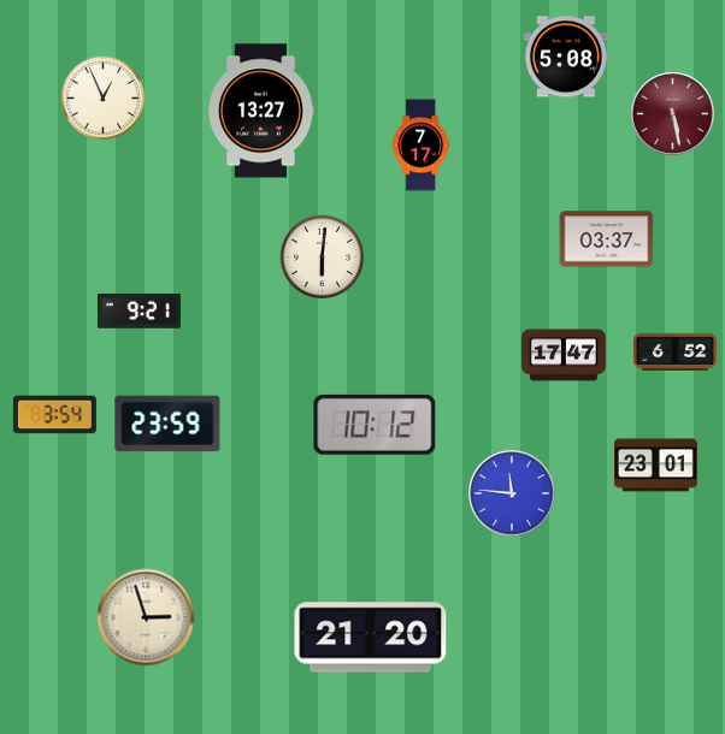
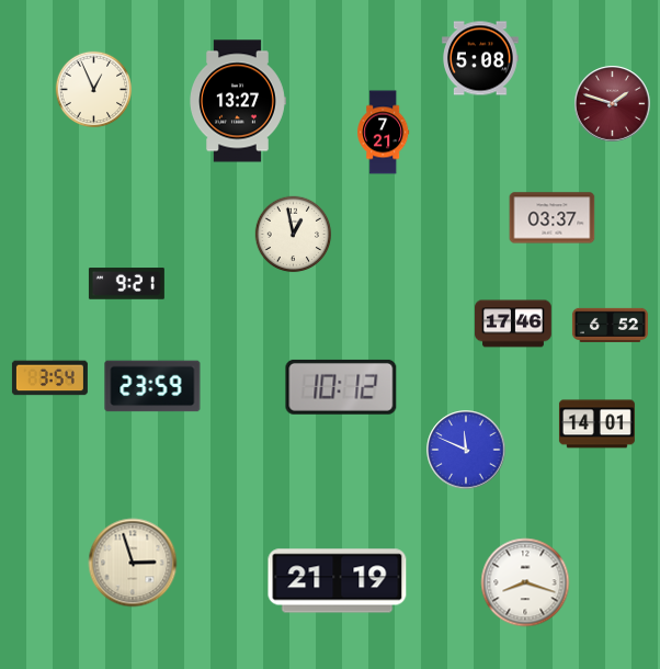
clock at (567, 57) position: (567, 57) -> (481, 58)
clock at (673, 114): 5:28 -> 1:48
clock at (422, 146): 7:17 -> 7:21
clock at (323, 258): 6:01 -> 12:58
clock at (674, 351) position: (674, 351) -> (610, 325)
clock at (564, 355): 17:47 -> 17:46
clock at (655, 466): 23:01 -> 14:01
clock at (512, 493): 11:46 -> 11:49
clock at (371, 638): 21:20 -> 21:19
clock at (525, 582): none -> 8:18
